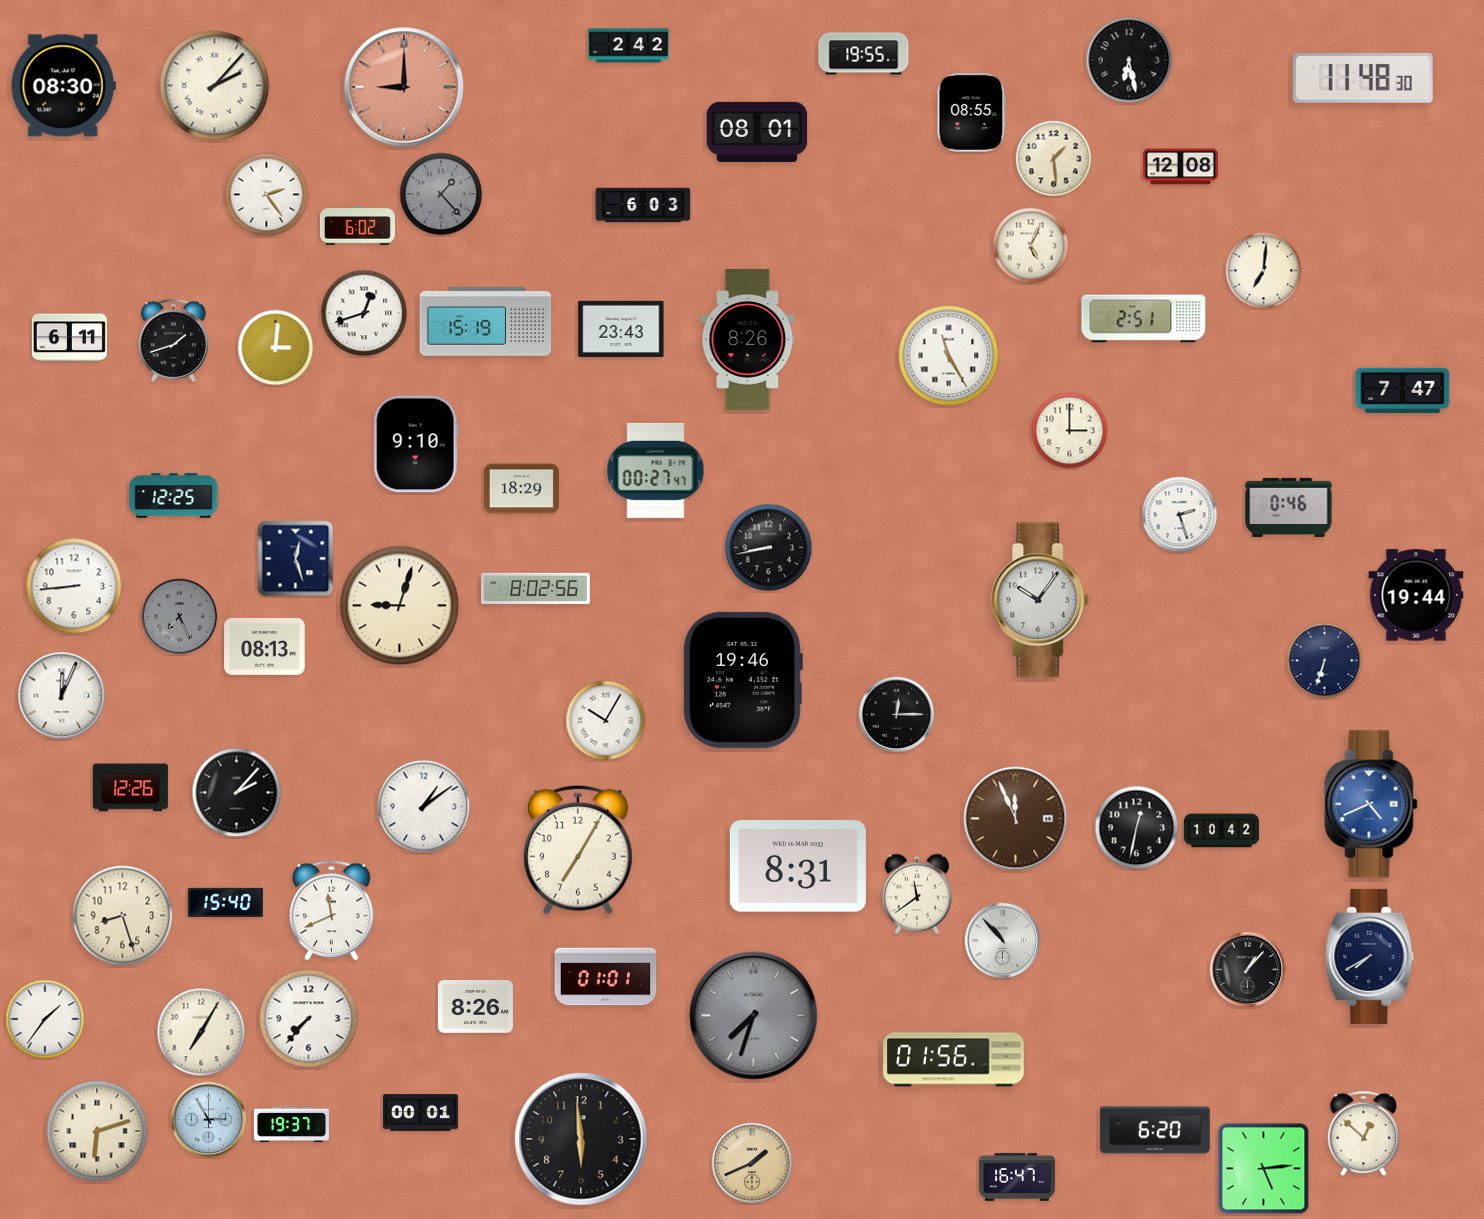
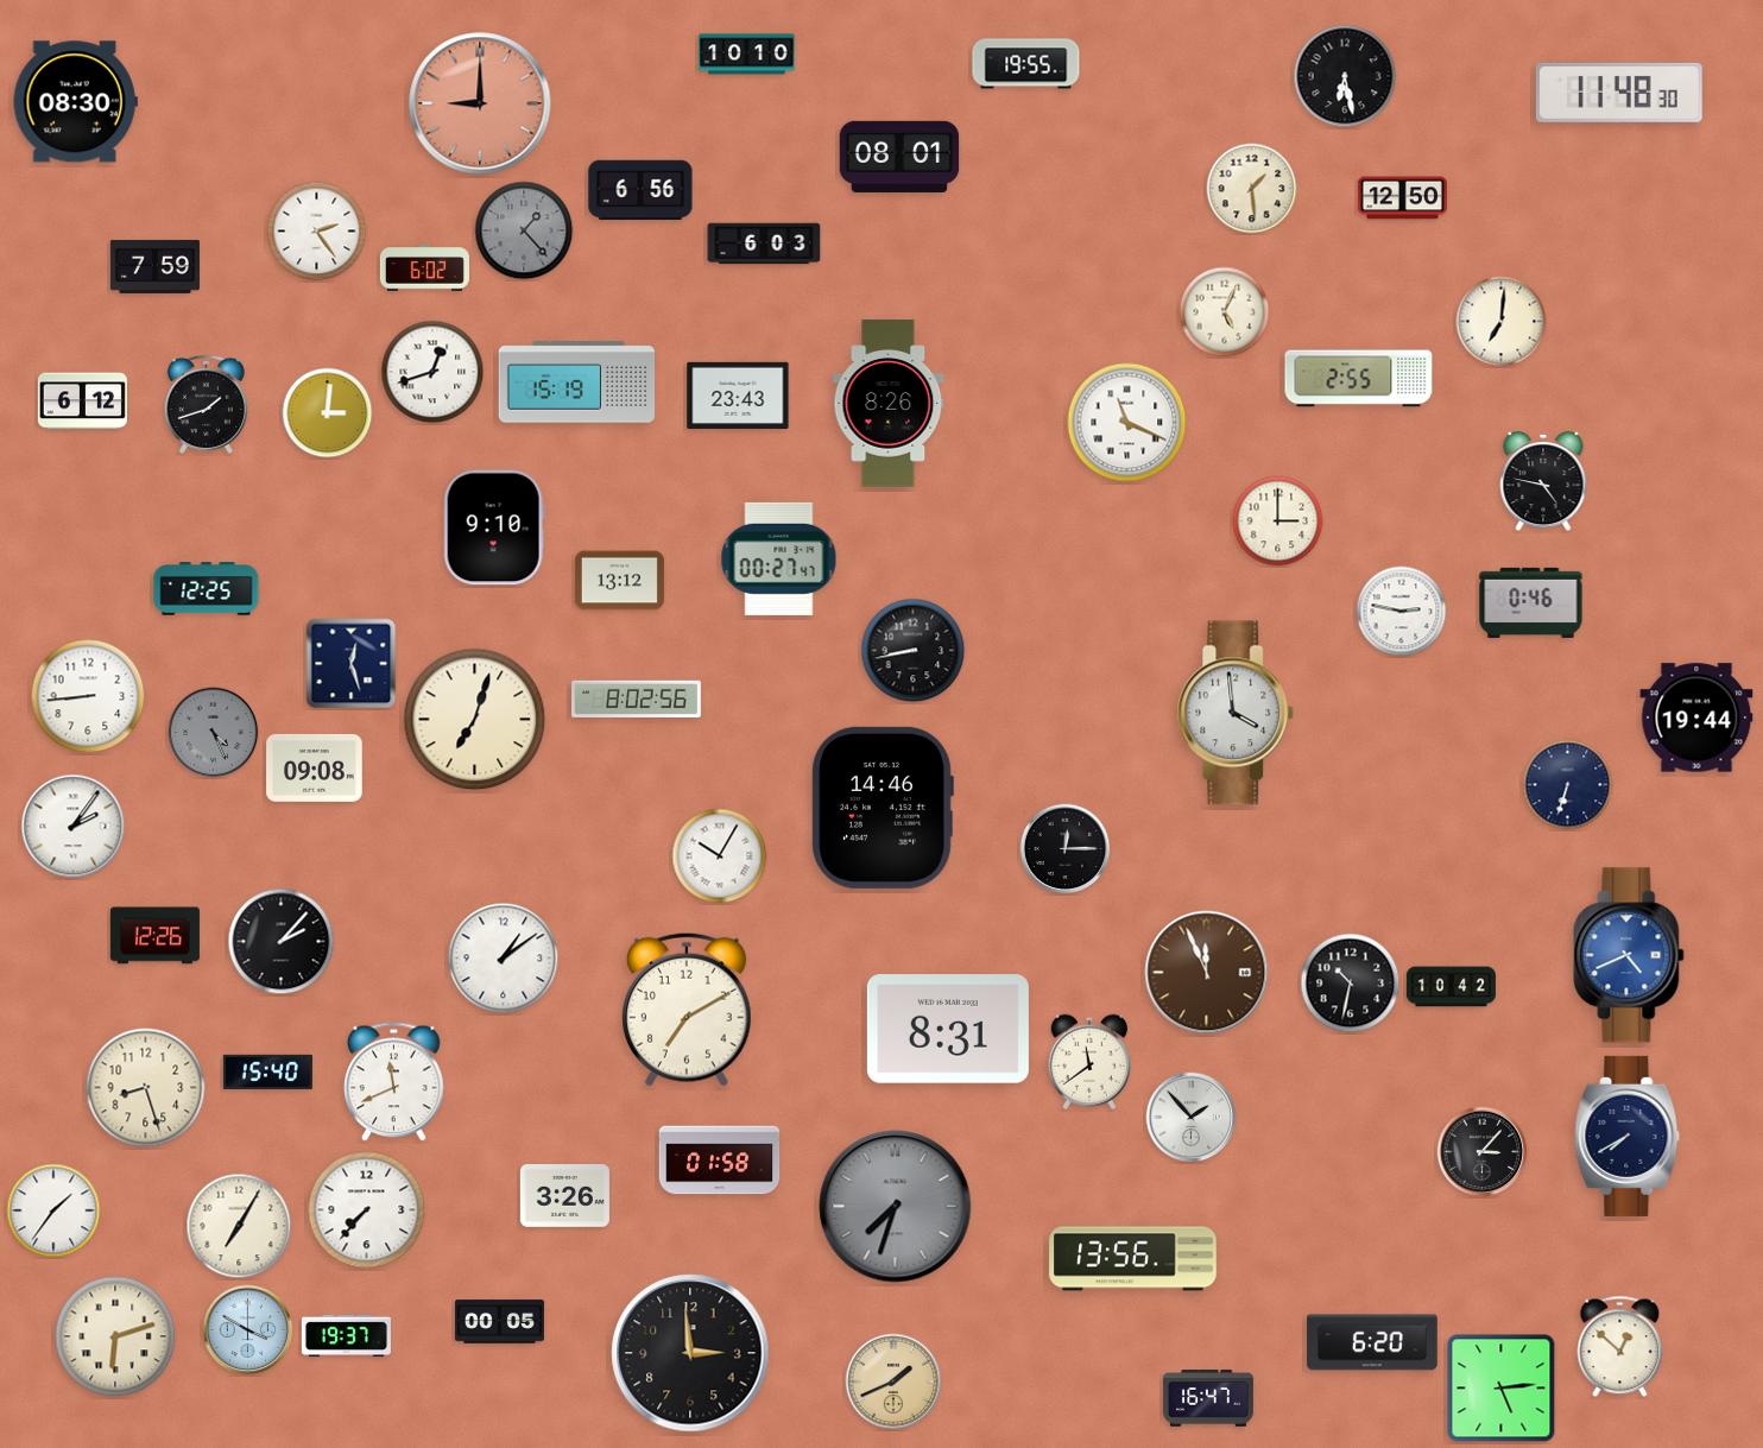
clock at (629, 46): 2:42 -> 10:10
clock at (1129, 60) position: (1129, 60) -> (1345, 76)
clock at (215, 86): 2:07 -> none
clock at (972, 113): 08:55 -> none
clock at (640, 189): none -> 6:56
clock at (1180, 167): 12:08 -> 12:50
clock at (154, 266): none -> 7:59
clock at (1031, 246) position: (1031, 246) -> (1225, 312)
clock at (1144, 319): 2:51 -> 2:55
clock at (621, 329) position: (621, 329) -> (738, 396)
clock at (69, 338): 6:11 -> 6:12
clock at (949, 356): 11:25 -> 11:19
clock at (1403, 390): 7:47 -> none
clock at (1543, 481): none -> 4:47
clock at (1070, 431) position: (1070, 431) -> (1278, 521)
clock at (521, 489): 18:29 -> 13:12
clock at (1180, 515): 2:27 -> 2:47
clock at (1416, 595) position: (1416, 595) -> (1696, 717)
clock at (1040, 600): 10:06 -> 3:59
clock at (400, 606): 9:03 -> 7:03
clock at (180, 617): 7:26 -> 4:26
clock at (265, 646): 08:13 -> 09:08
clock at (1325, 661) position: (1325, 661) -> (1568, 785)
clock at (743, 680): 19:46 -> 14:46
clock at (62, 696): 12:04 -> 2:06
clock at (1137, 828): 12:32 -> 10:32
clock at (578, 850): 7:05 -> 7:10
clock at (1003, 941): 10:53 -> 1:53
clock at (1248, 970): 1:07 -> 3:07
clock at (606, 977): 01:01 -> 01:58
clock at (475, 1007): 8:26 -> 3:26
clock at (954, 1060): 01:56 -> 13:56
clock at (420, 1113): 00:01 -> 00:05
clock at (209, 1120): 2:55 -> 3:50
clock at (97, 1131) position: (97, 1131) -> (115, 1336)
clock at (581, 1139): 5:59 -> 2:59
